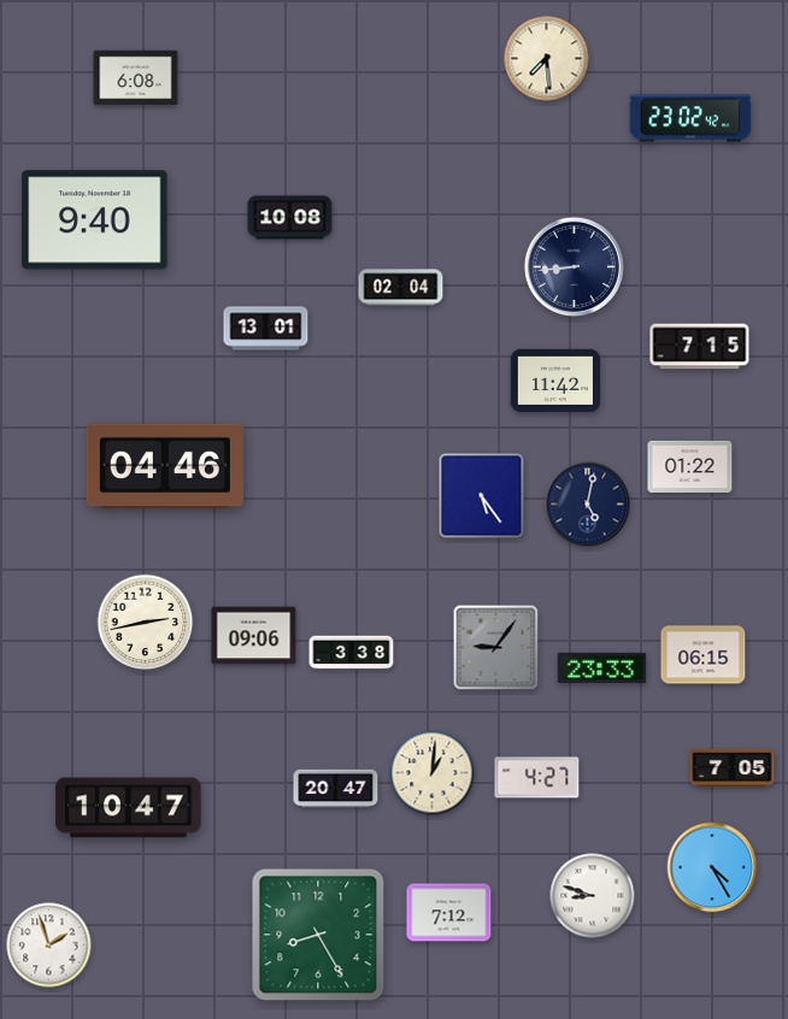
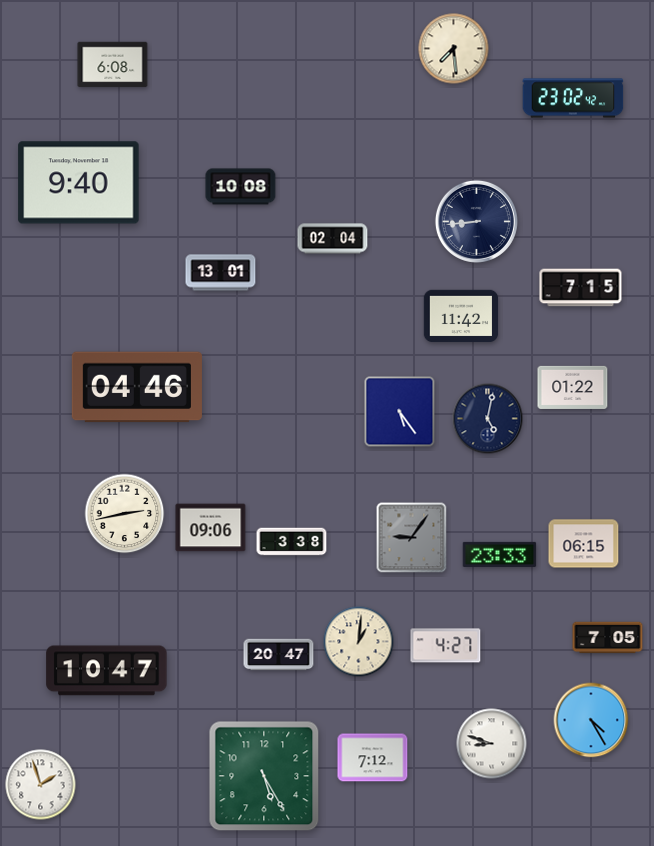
clock at (290, 218) position: (290, 218) -> (241, 187)
clock at (146, 623) position: (146, 623) -> (125, 514)
clock at (318, 935): 8:25 -> 5:25
